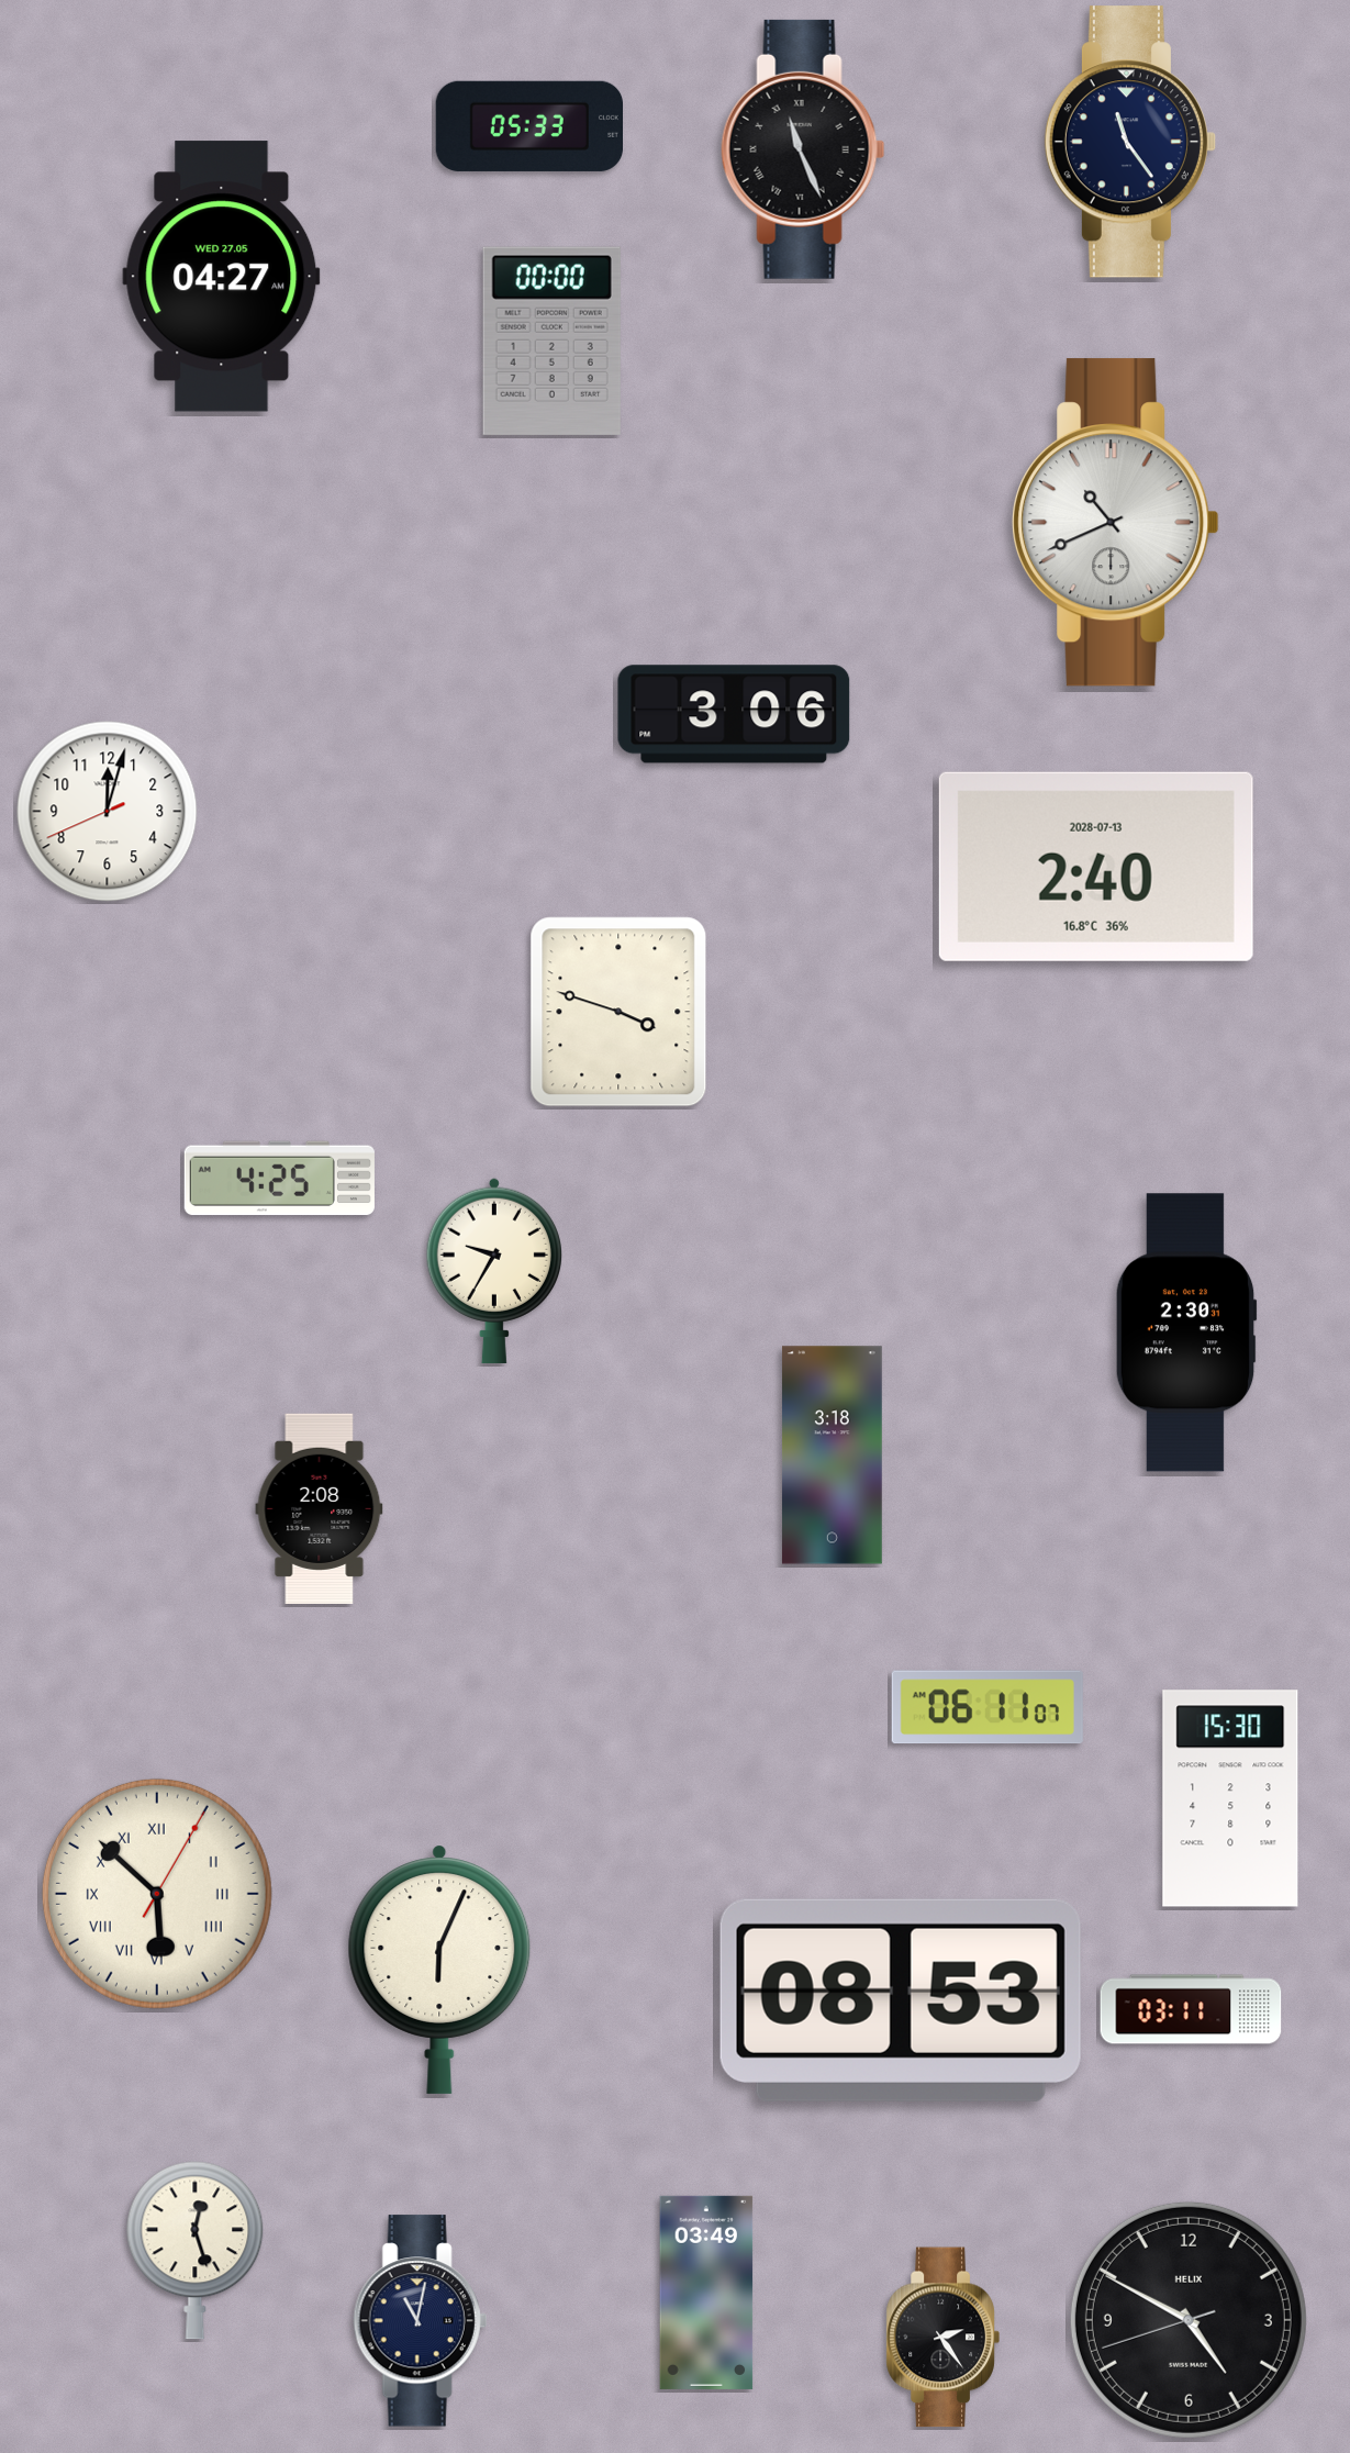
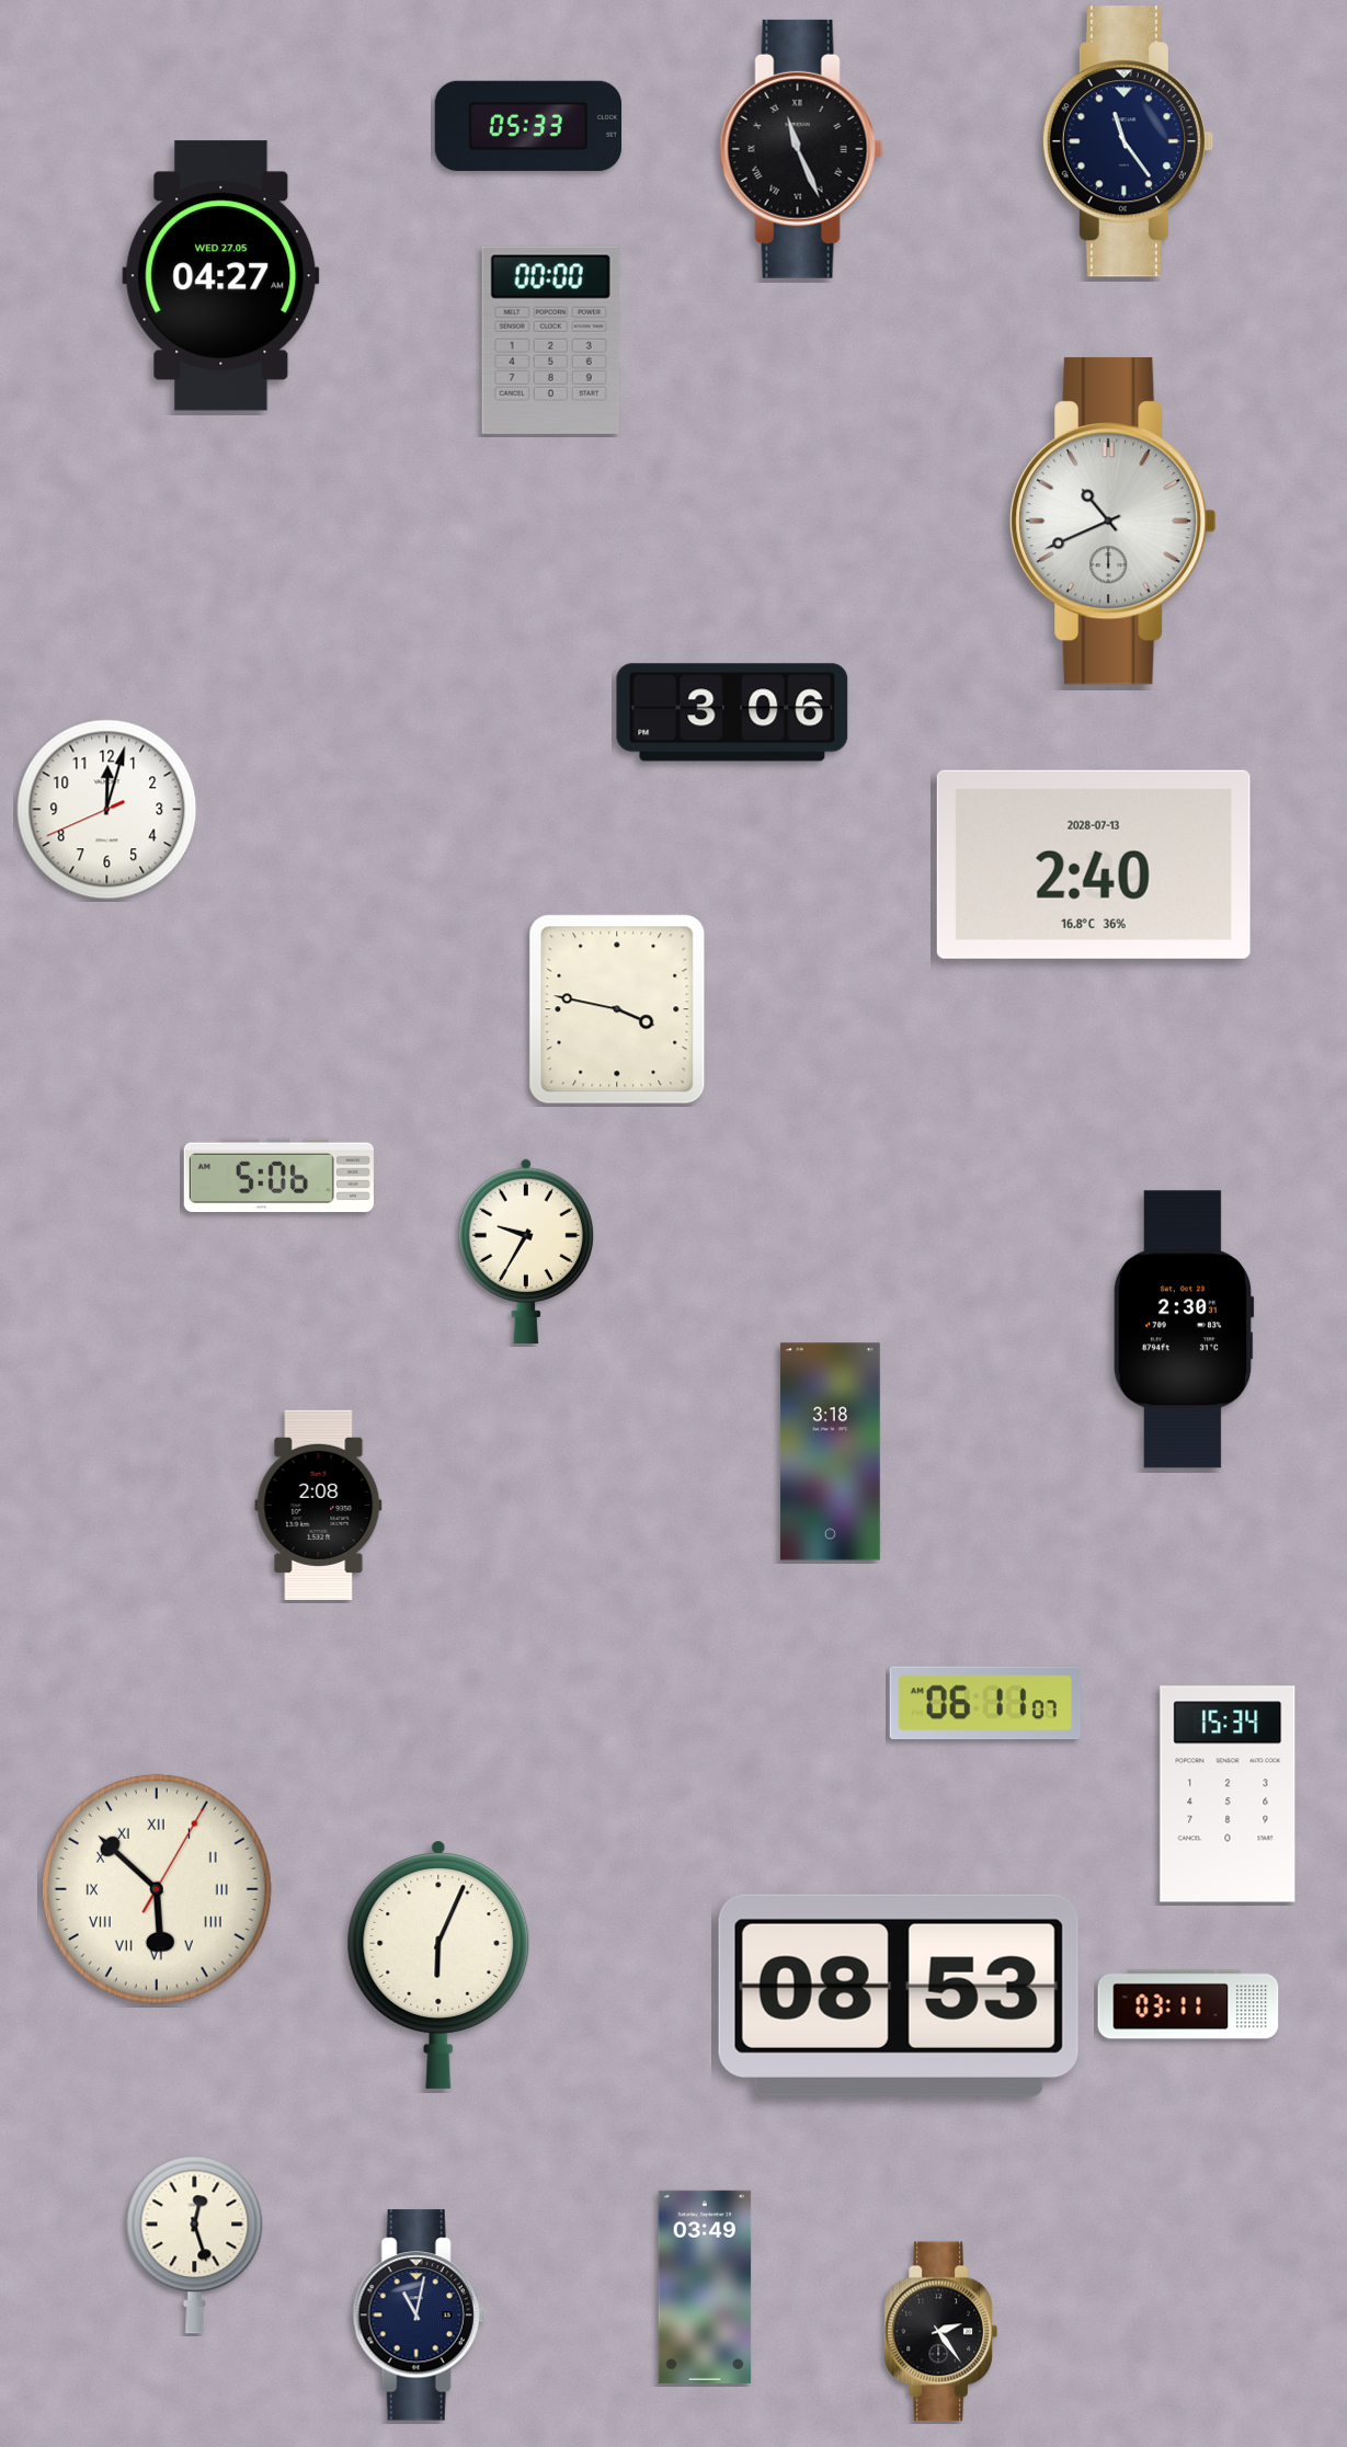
clock at (618, 1012): 3:48 -> 3:47
clock at (279, 1179): 4:25 -> 5:06
clock at (494, 1271) position: (494, 1271) -> (526, 1251)
clock at (1230, 1798): 15:30 -> 15:34
clock at (1189, 2320): 4:49 -> none
